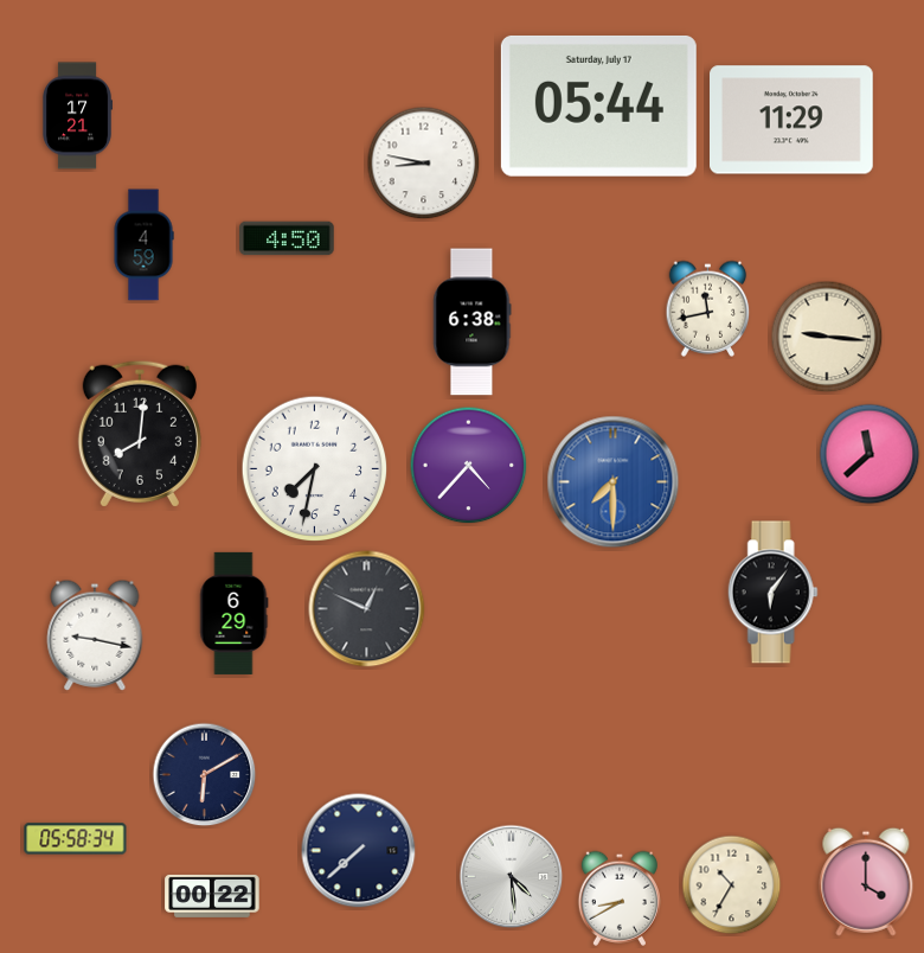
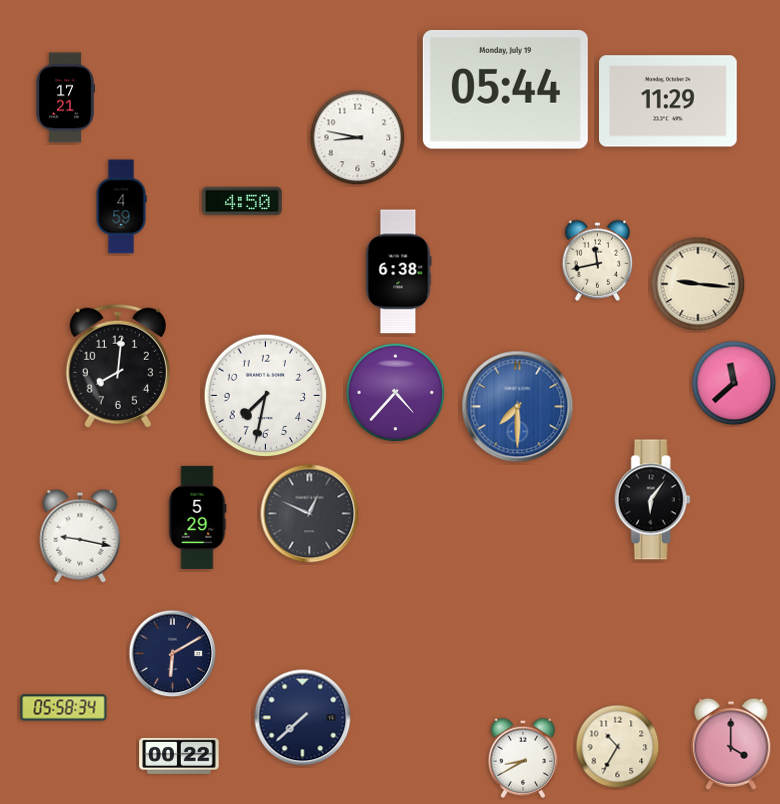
clock at (598, 107) date: Saturday, July 17 -> Monday, July 19
clock at (235, 613): 6:29 -> 5:29
clock at (512, 877): 4:29 -> none
